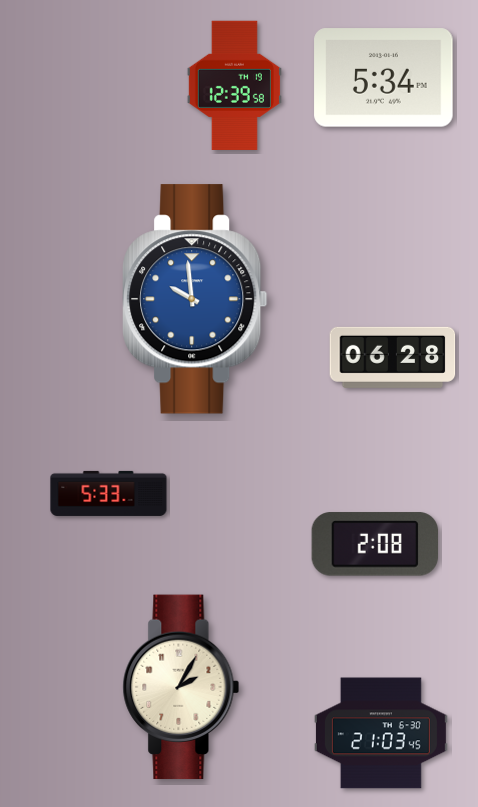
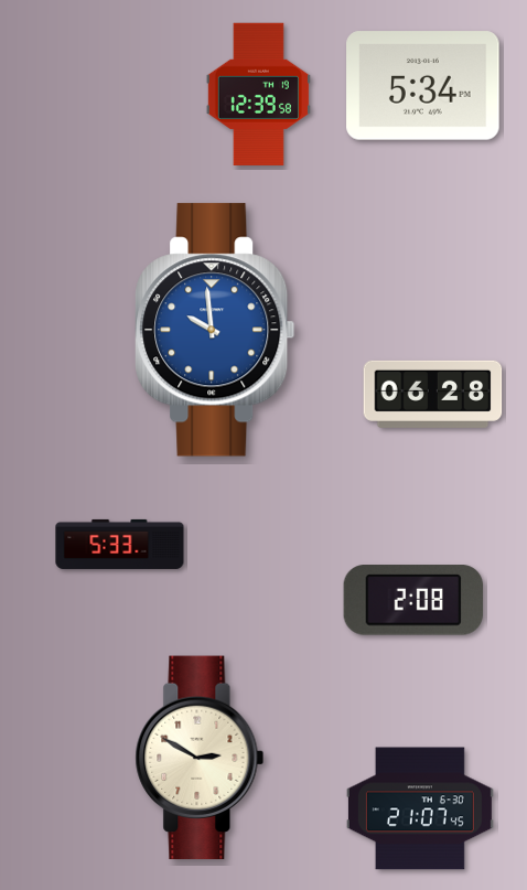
clock at (181, 687): 2:05 -> 2:50
clock at (381, 733): 21:03 -> 21:07
